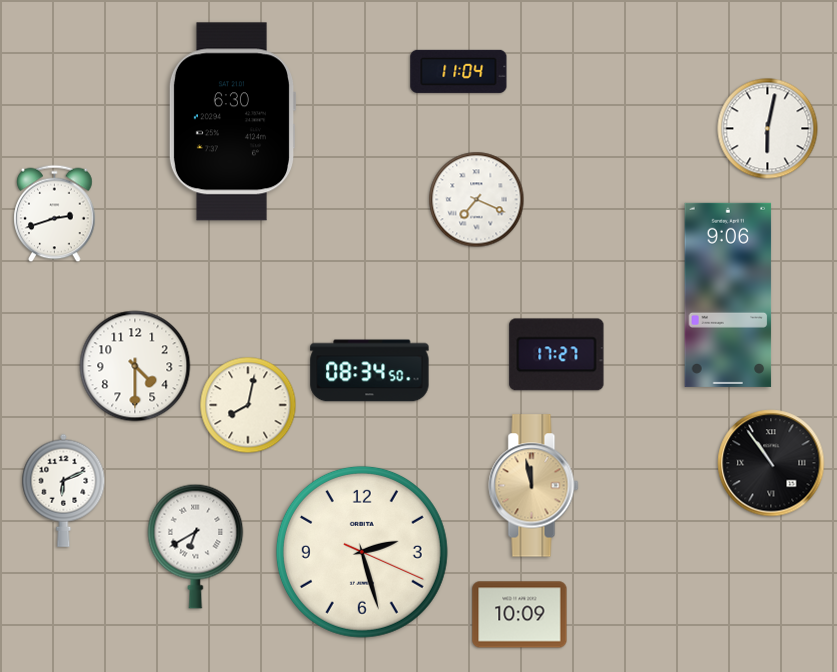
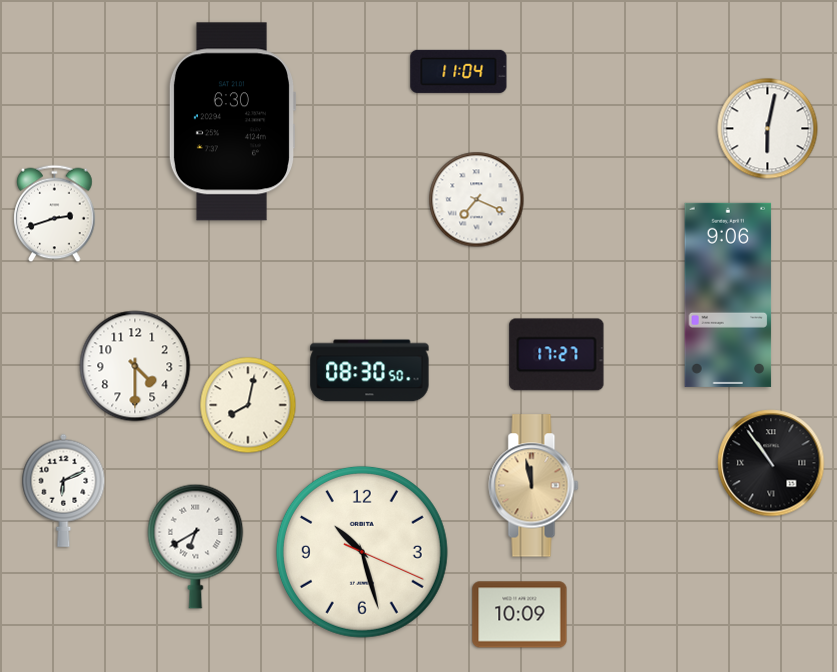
clock at (370, 371): 08:34 -> 08:30
clock at (362, 552): 2:27 -> 10:27
